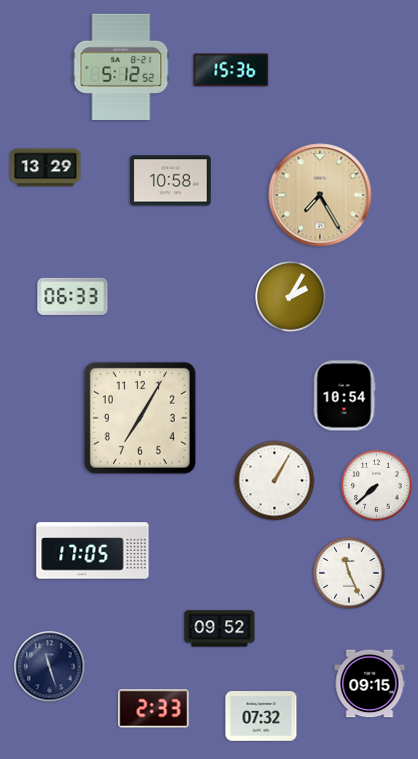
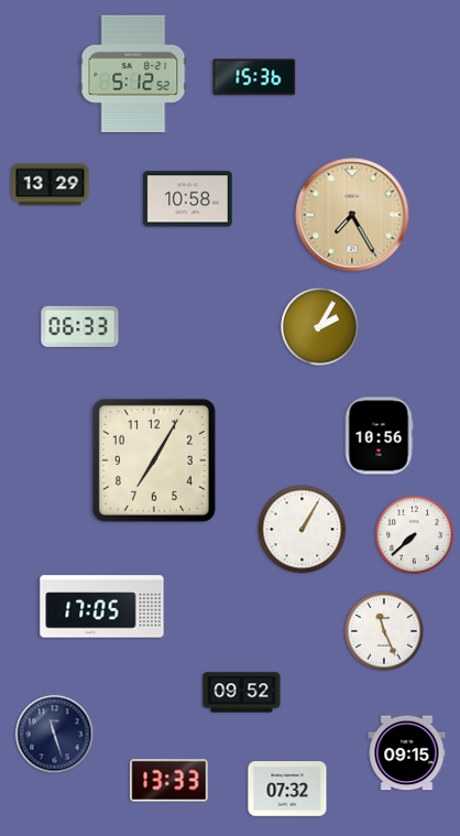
clock at (344, 396): 10:54 -> 10:56
clock at (154, 709): 2:33 -> 13:33
